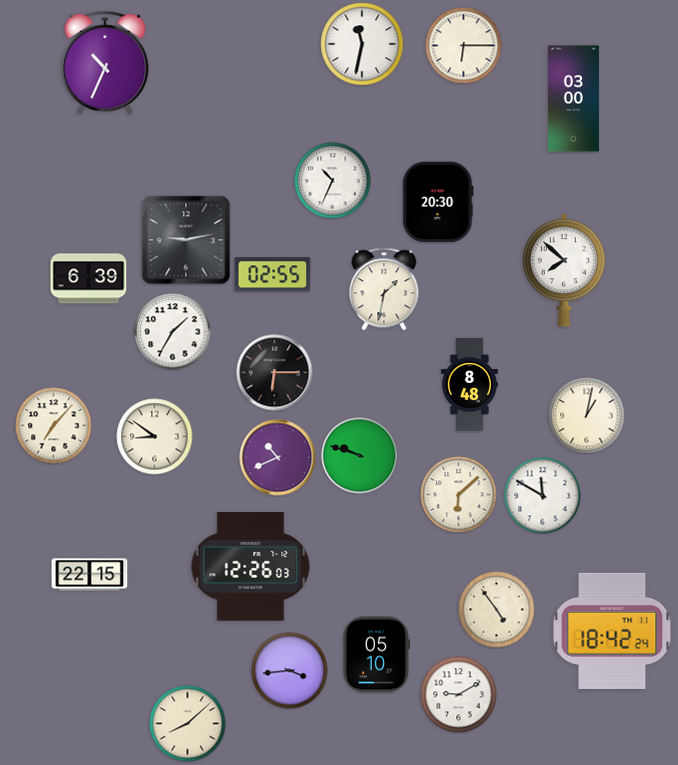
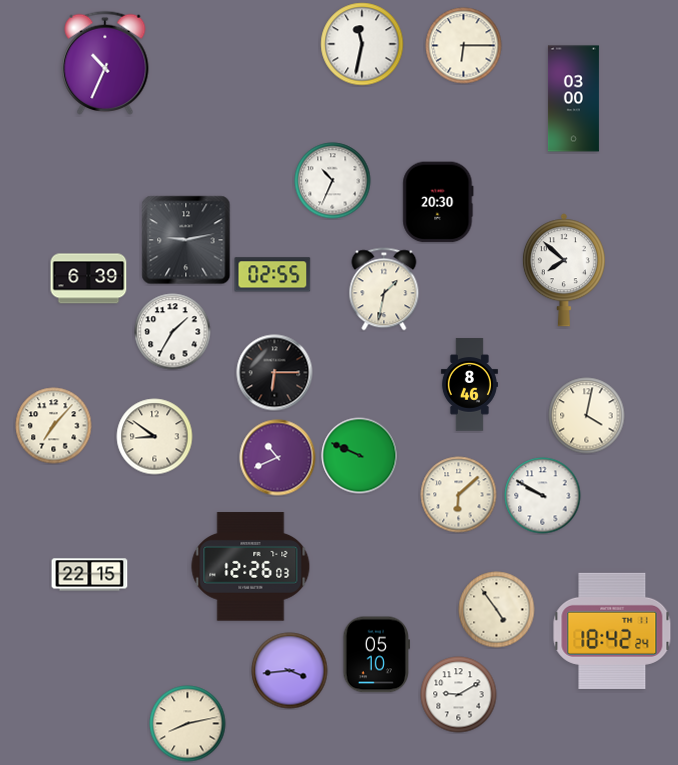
clock at (469, 385): 8:48 -> 8:46
clock at (587, 416): 1:02 -> 4:02
clock at (360, 456): 9:48 -> 9:49
clock at (543, 496): 11:50 -> 9:50
clock at (188, 724): 8:08 -> 8:13
